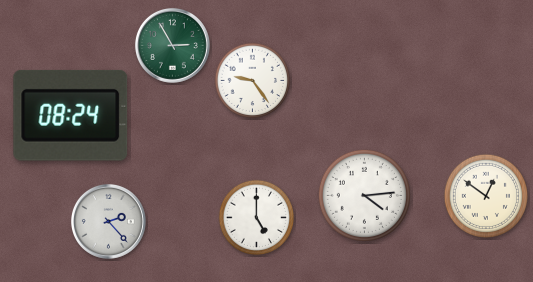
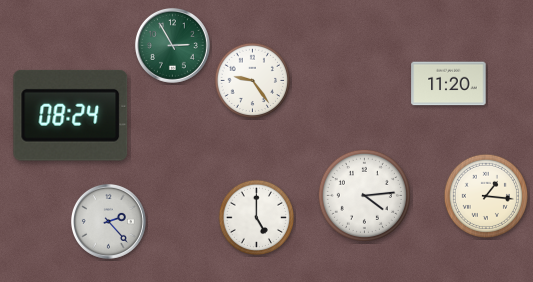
clock at (449, 84): none -> 11:20
clock at (485, 195): 12:51 -> 1:16
